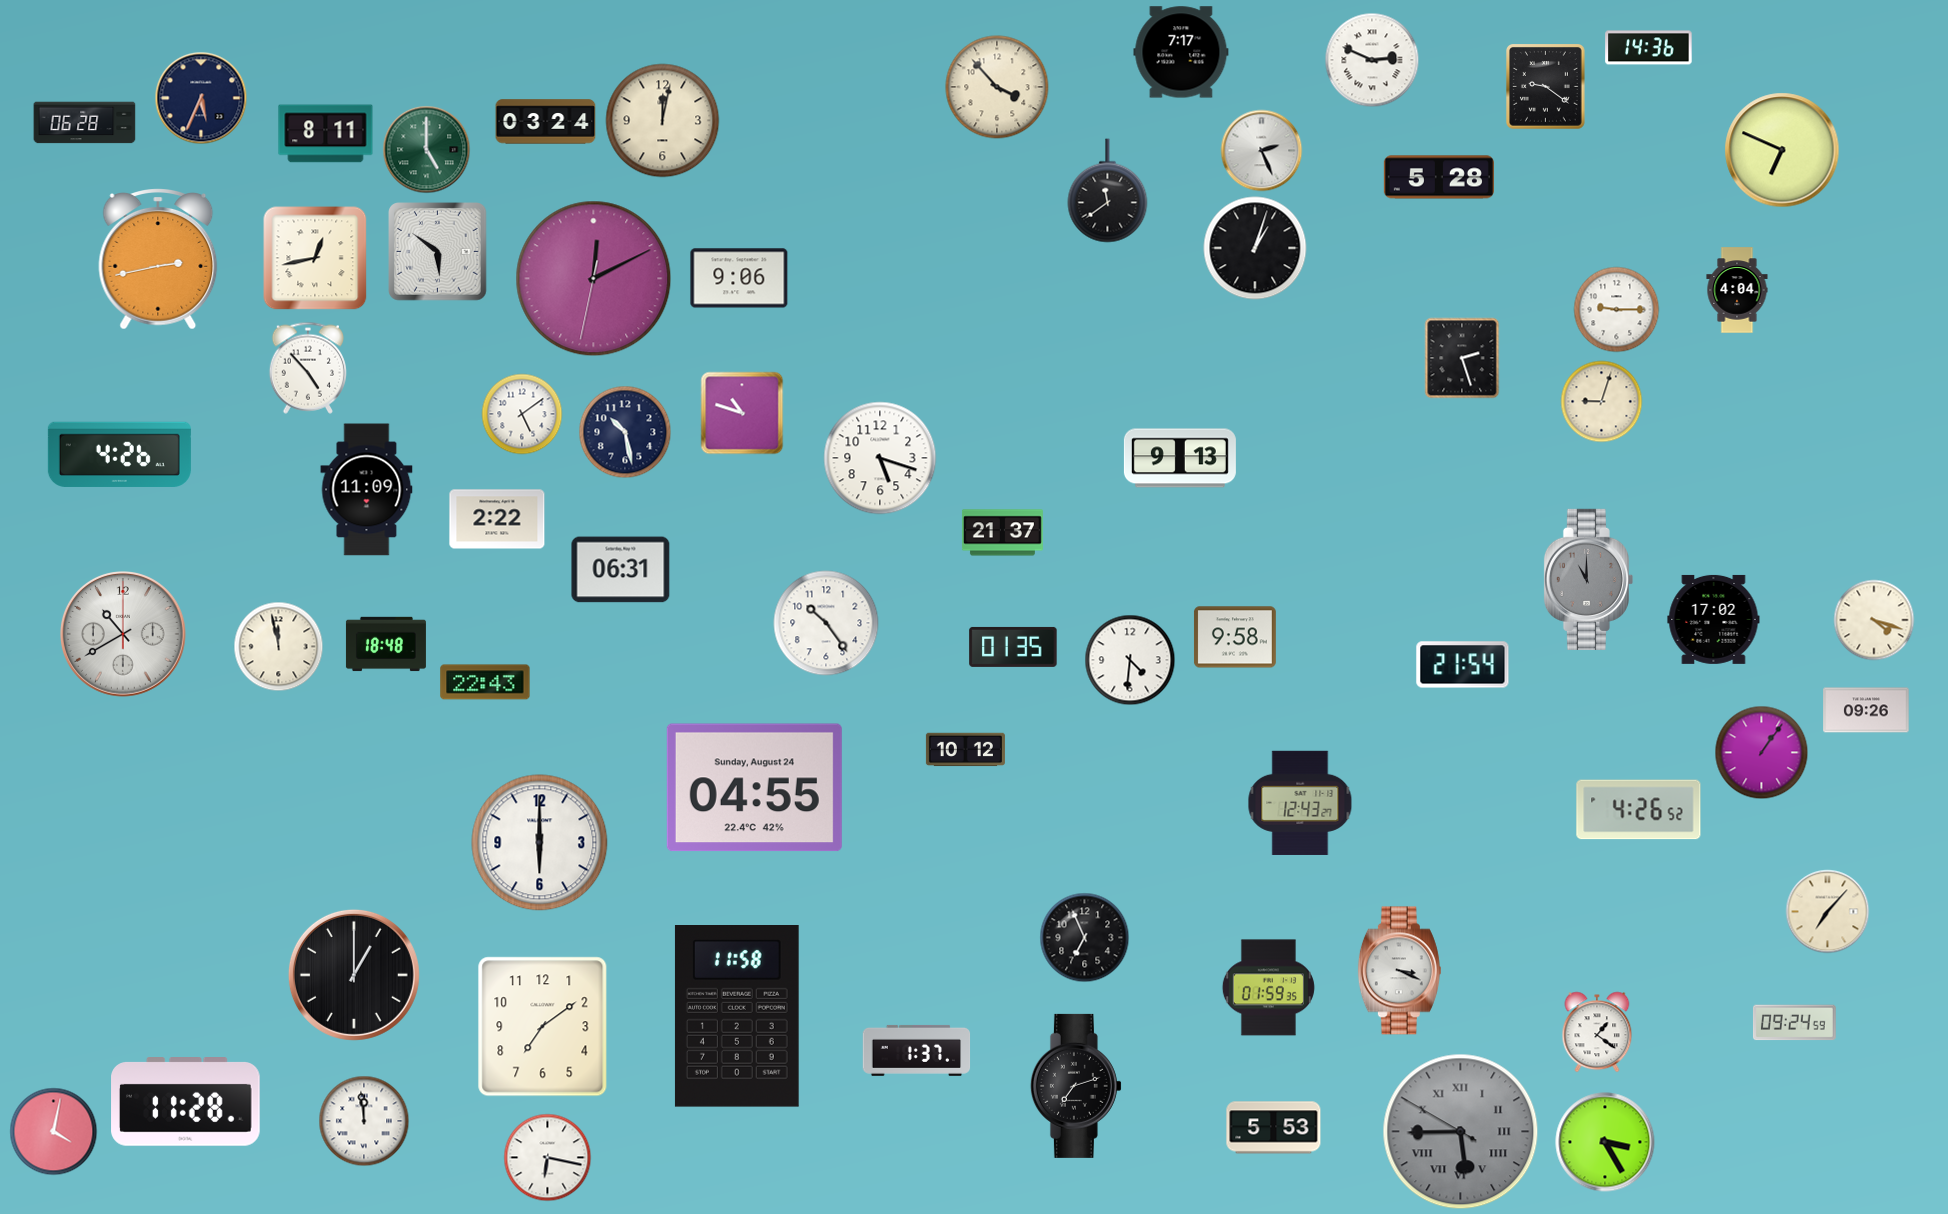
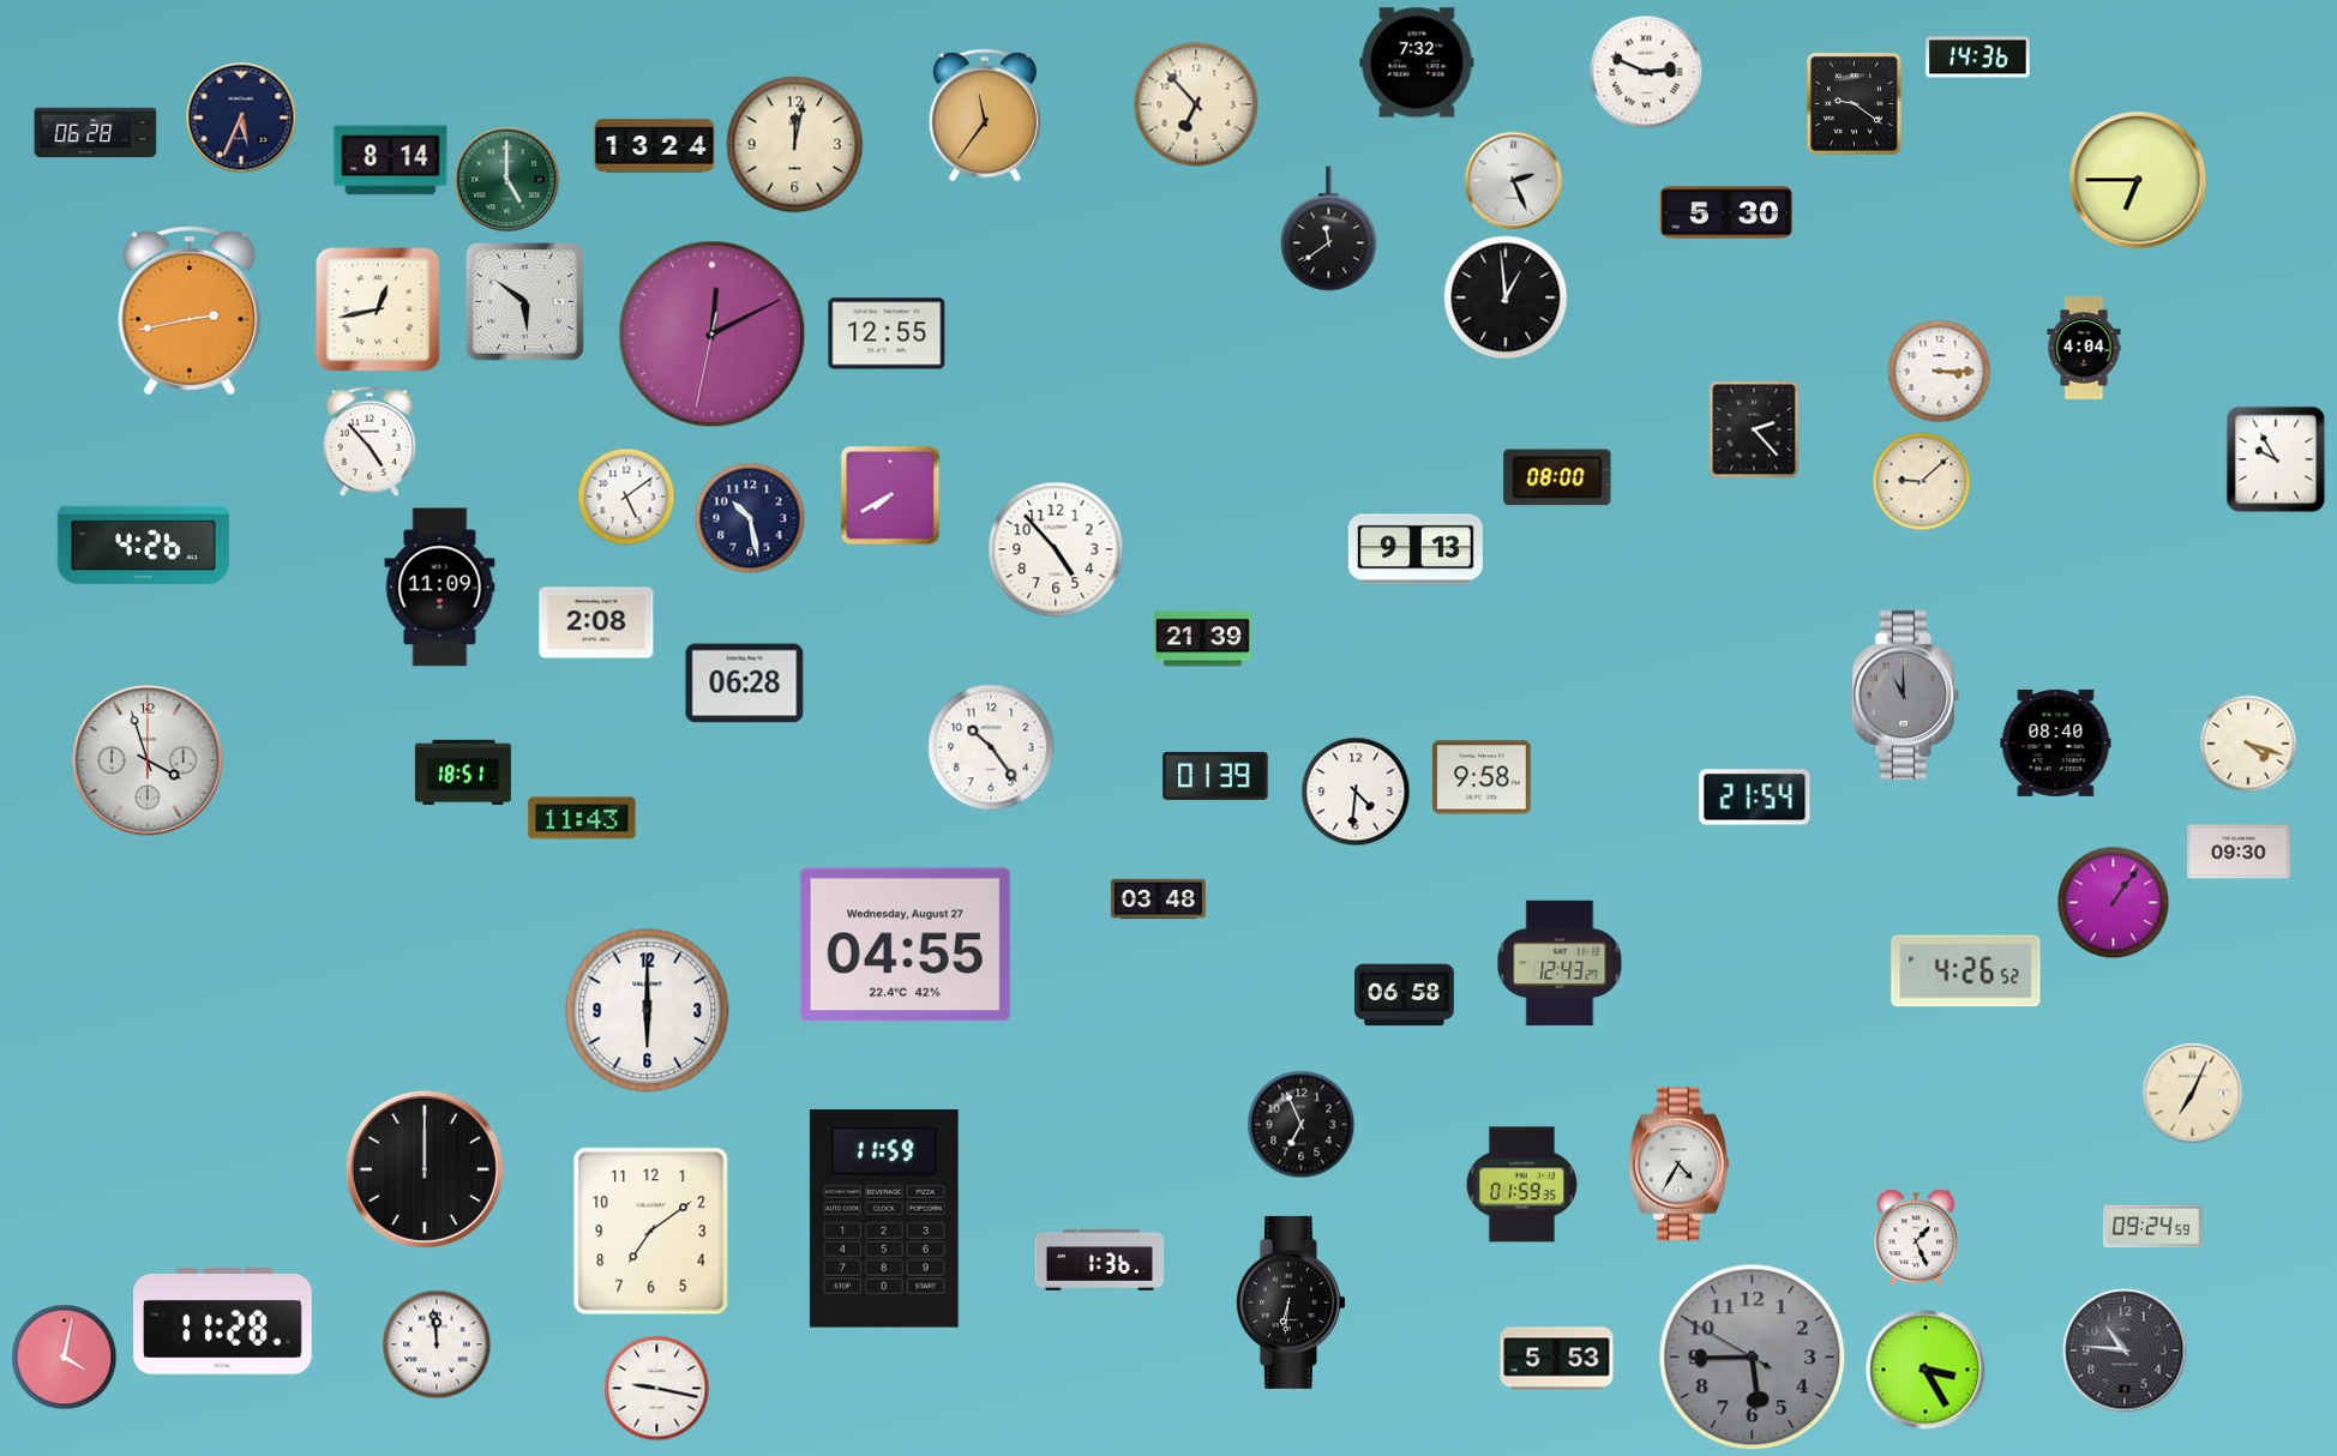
clock at (1181, 52): 7:17 -> 7:32
clock at (997, 87): 3:53 -> 6:53
clock at (985, 115): none -> 11:36
clock at (546, 122): 03:24 -> 13:24
clock at (85, 123) position: (85, 123) -> (96, 133)
clock at (326, 134): 8:11 -> 8:14
clock at (427, 150) position: (427, 150) -> (507, 180)
clock at (1782, 150): 6:49 -> 6:45
clock at (1439, 177): 5:28 -> 5:30
clock at (1255, 248): 1:03 -> 12:59
clock at (739, 278): 9:06 -> 12:55
clock at (1617, 310): 9:15 -> 3:15
clock at (1462, 358): 2:27 -> 2:23
clock at (2276, 459): none -> 9:55
clock at (1557, 477): none -> 08:00
clock at (1602, 402): 9:03 -> 9:08
clock at (742, 413): 10:48 -> 7:40
clock at (880, 458): 5:18 -> 4:53
clock at (497, 519): 2:22 -> 2:08
clock at (1002, 533): 21:37 -> 21:39
clock at (621, 570): 06:31 -> 06:28
clock at (1714, 619): 17:02 -> 08:40
clock at (124, 635): 10:40 -> 3:57
clock at (1235, 637) position: (1235, 637) -> (1482, 777)
clock at (386, 644): 18:48 -> 18:51
clock at (279, 647): 11:58 -> none
clock at (1013, 647): 01:35 -> 01:39
clock at (485, 682): 22:43 -> 11:43
clock at (1866, 710): 09:26 -> 09:30
clock at (965, 750): 10:12 -> 03:48
clock at (754, 788) date: Sunday, August 24 -> Wednesday, August 27
clock at (1405, 995): none -> 06:58
clock at (1828, 912): 7:07 -> 7:04
clock at (1399, 971): 3:19 -> 4:35
clock at (354, 975): 1:00 -> 12:00
clock at (737, 1017): 11:58 -> 11:59
clock at (1597, 1032): 1:21 -> 1:26
clock at (917, 1050): 1:37 -> 1:36
clock at (1076, 1086): 7:12 -> 6:31
clock at (2125, 1350): none -> 10:46
clock at (1274, 1128) position: (1274, 1128) -> (1557, 1359)
clock at (1461, 1132) numerals: Roman -> Arabic
clock at (548, 1158): 6:17 -> 9:17
